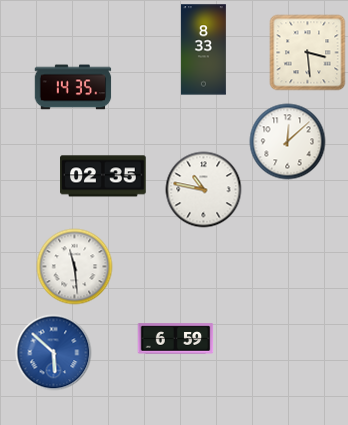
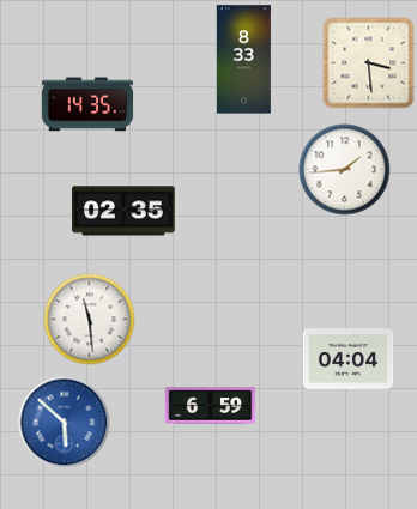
clock at (288, 142): 12:08 -> 1:44
clock at (204, 190): 10:47 -> none
clock at (349, 359): none -> 04:04
